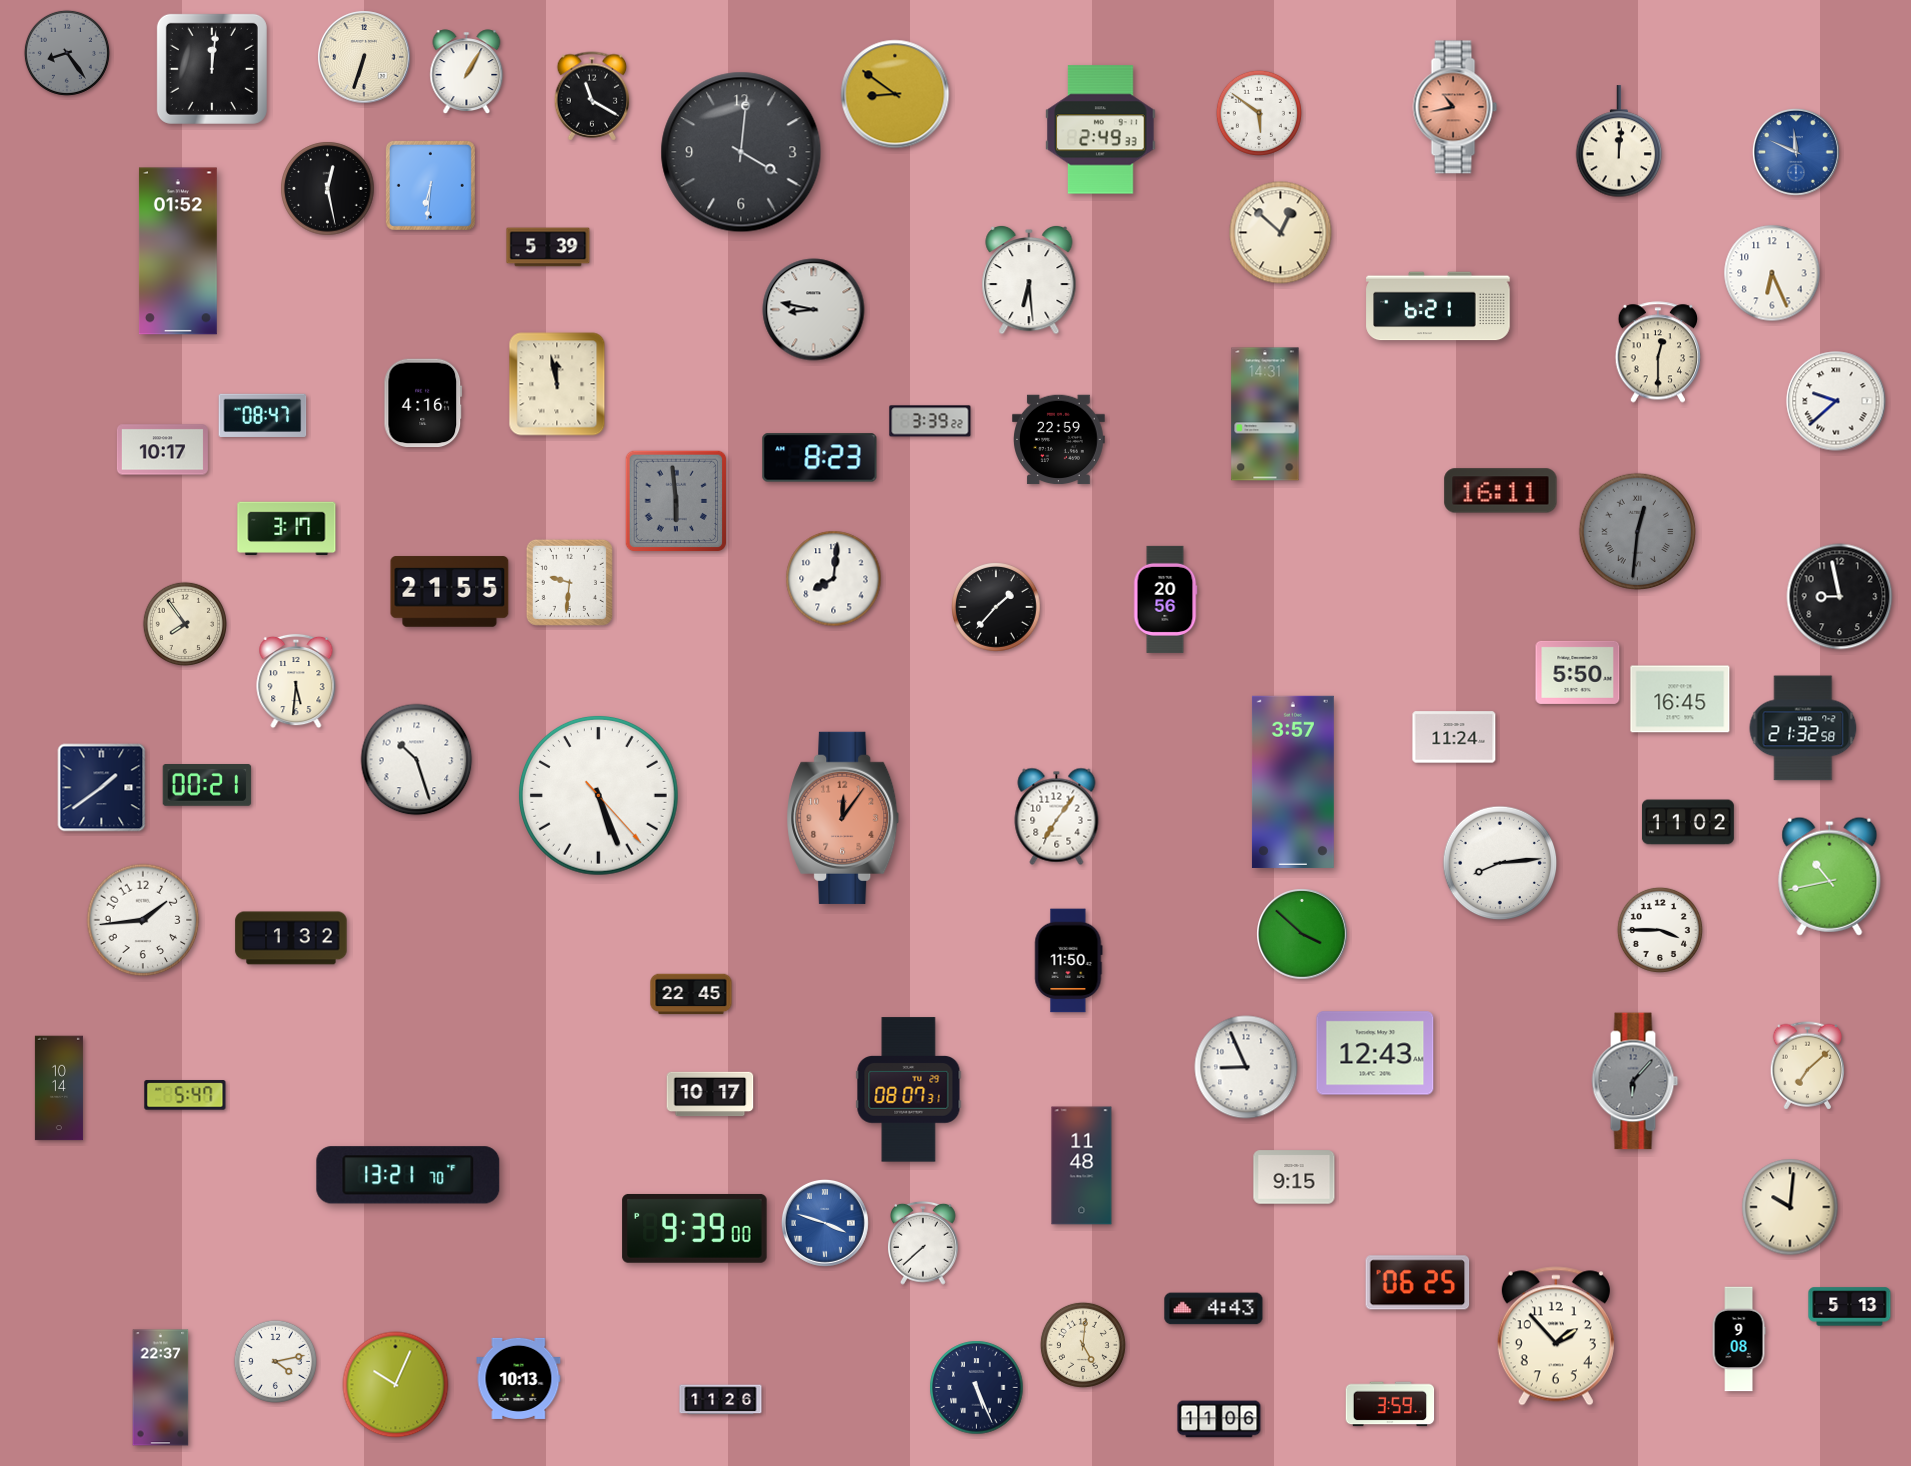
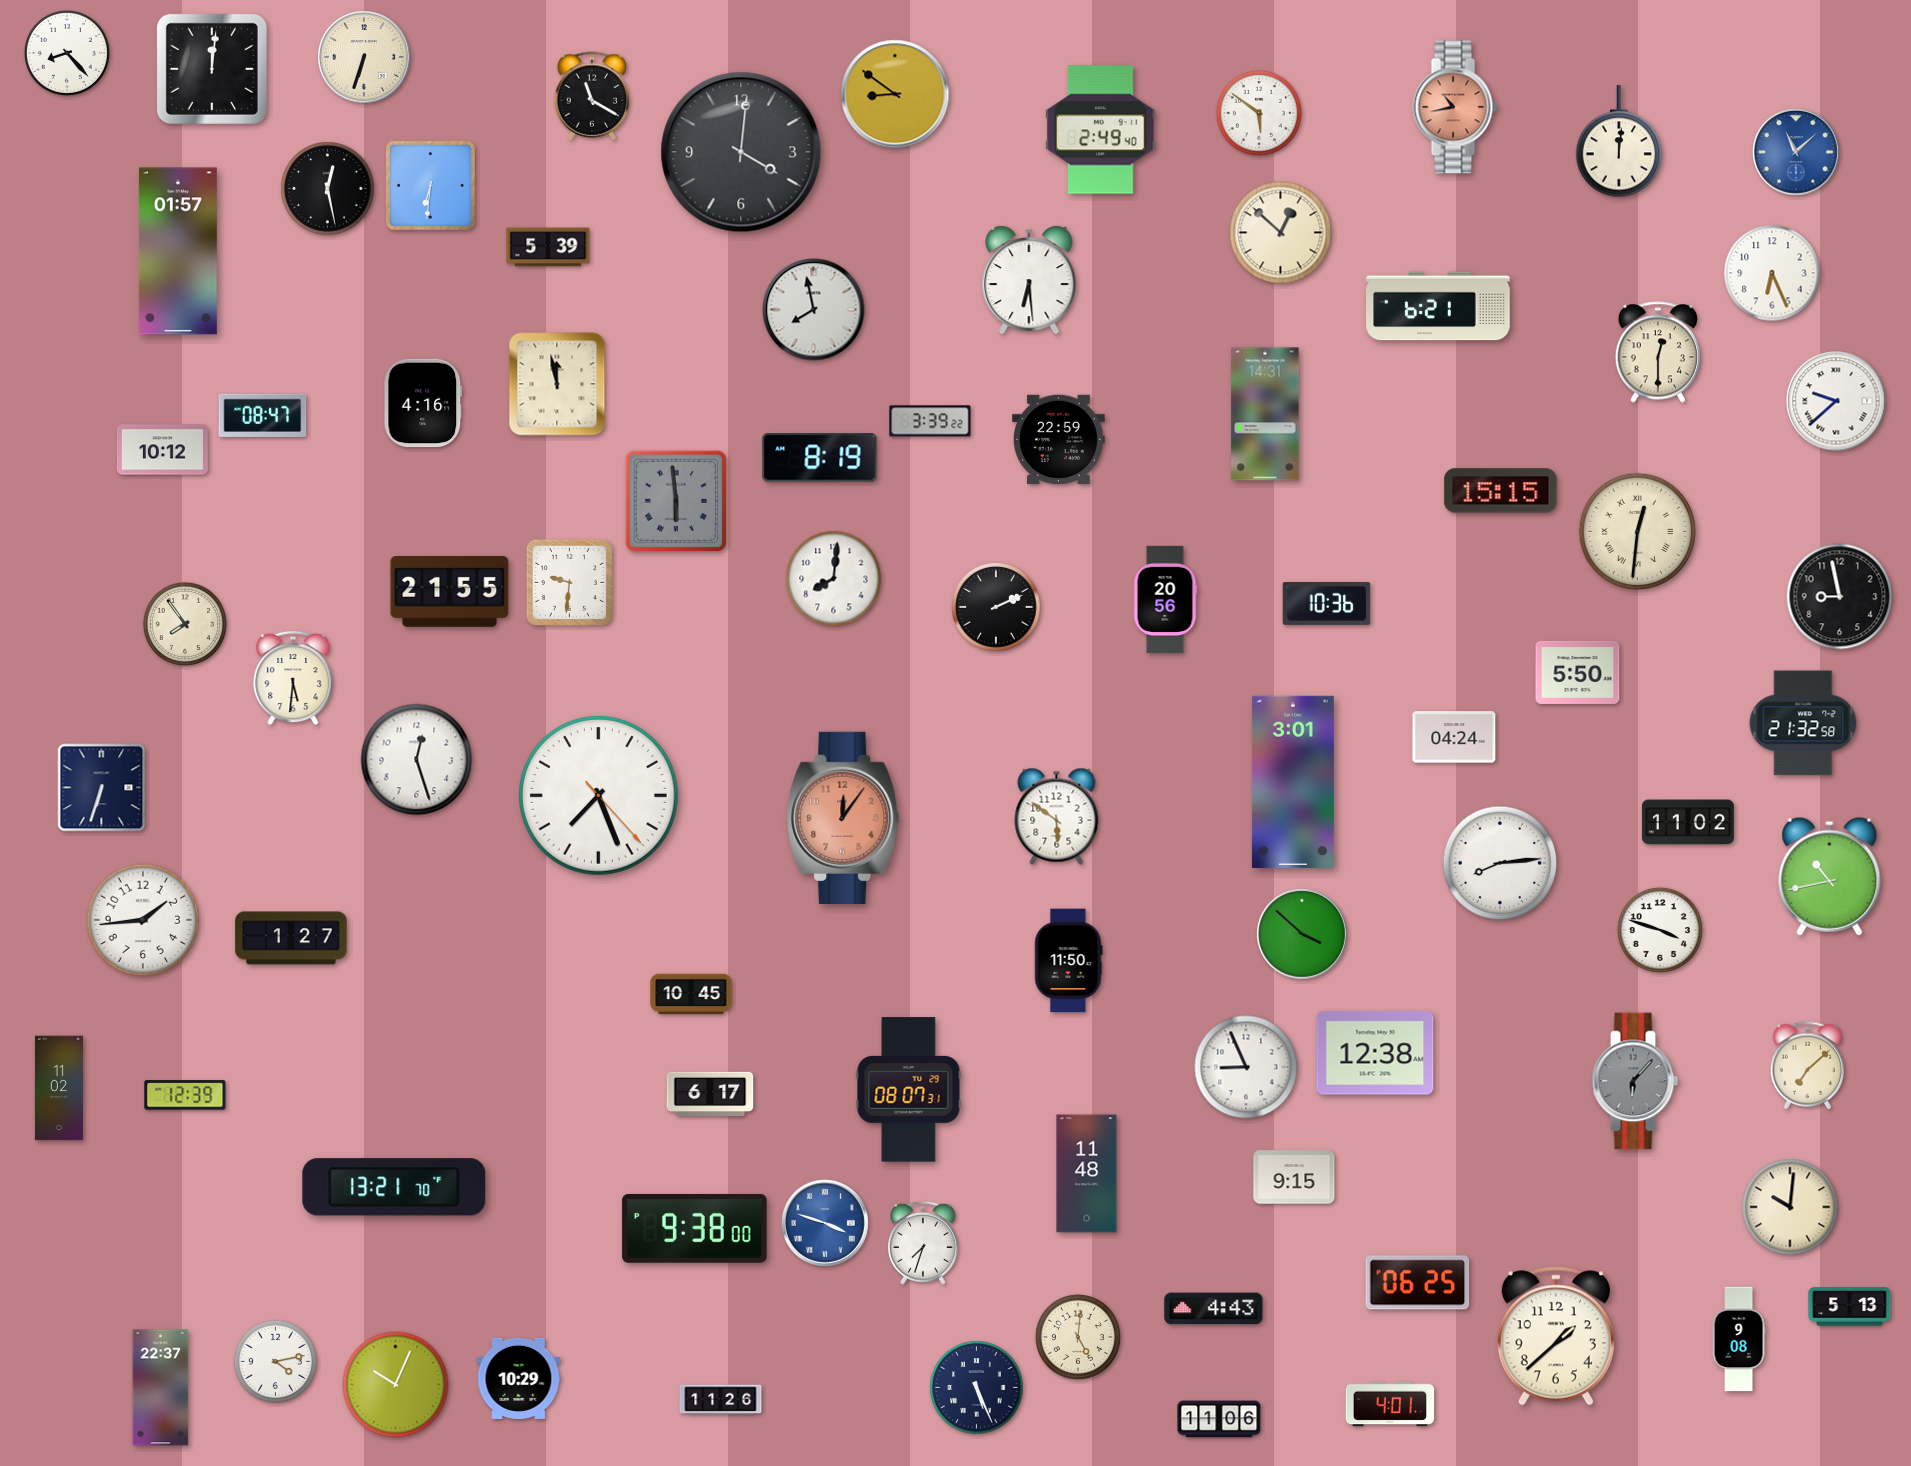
clock at (67, 53): 8:24 -> 8:23
clock at (67, 53) dial: grey -> white
clock at (467, 71): 1:05 -> none
clock at (1101, 130): 2:49:33 -> 2:49:40
clock at (1796, 152): 11:49 -> 11:08
clock at (178, 251): 01:52 -> 01:57
clock at (814, 310): 8:47 -> 7:58
clock at (162, 450): 10:17 -> 10:12
clock at (820, 458): 8:23 -> 8:19
clock at (1501, 491): 16:11 -> 15:15
clock at (287, 529): 3:17 -> none
clock at (1637, 531) dial: grey -> cream
clock at (1327, 604): none -> 10:36
clock at (997, 608): 1:37 -> 2:11
clock at (296, 681) position: (296, 681) -> (293, 678)
clock at (1680, 699): 16:45 -> none
clock at (1803, 728) position: (1803, 728) -> (1803, 723)
clock at (1454, 737): 11:24 -> 04:24
clock at (417, 760): 10:27 -> 12:27
clock at (1293, 782): 3:57 -> 3:01
clock at (207, 786): 00:21 -> none
clock at (102, 788): 1:39 -> 6:33
clock at (598, 795): 5:26 -> 7:26
clock at (1057, 816): 7:06 -> 5:51
clock at (1660, 930): 3:45 -> 3:48
clock at (291, 938): 1:32 -> 1:27
clock at (691, 994): 22:45 -> 10:45
clock at (1375, 1053): 12:43 -> 12:38
clock at (59, 1088): 10:14 -> 11:02
clock at (710, 1094): 10:17 -> 6:17
clock at (185, 1095): 5:47 -> 12:39
clock at (1082, 1166) position: (1082, 1166) -> (1087, 1174)
clock at (408, 1175) position: (408, 1175) -> (394, 1187)
clock at (695, 1228): 9:39 -> 9:38
clock at (924, 1243): 7:38 -> 7:33
clock at (1556, 1336): 1:53 -> 1:38
clock at (1083, 1345) position: (1083, 1345) -> (1078, 1337)
clock at (519, 1378): 10:13 -> 10:29
clock at (1390, 1404): 3:59 -> 4:01
